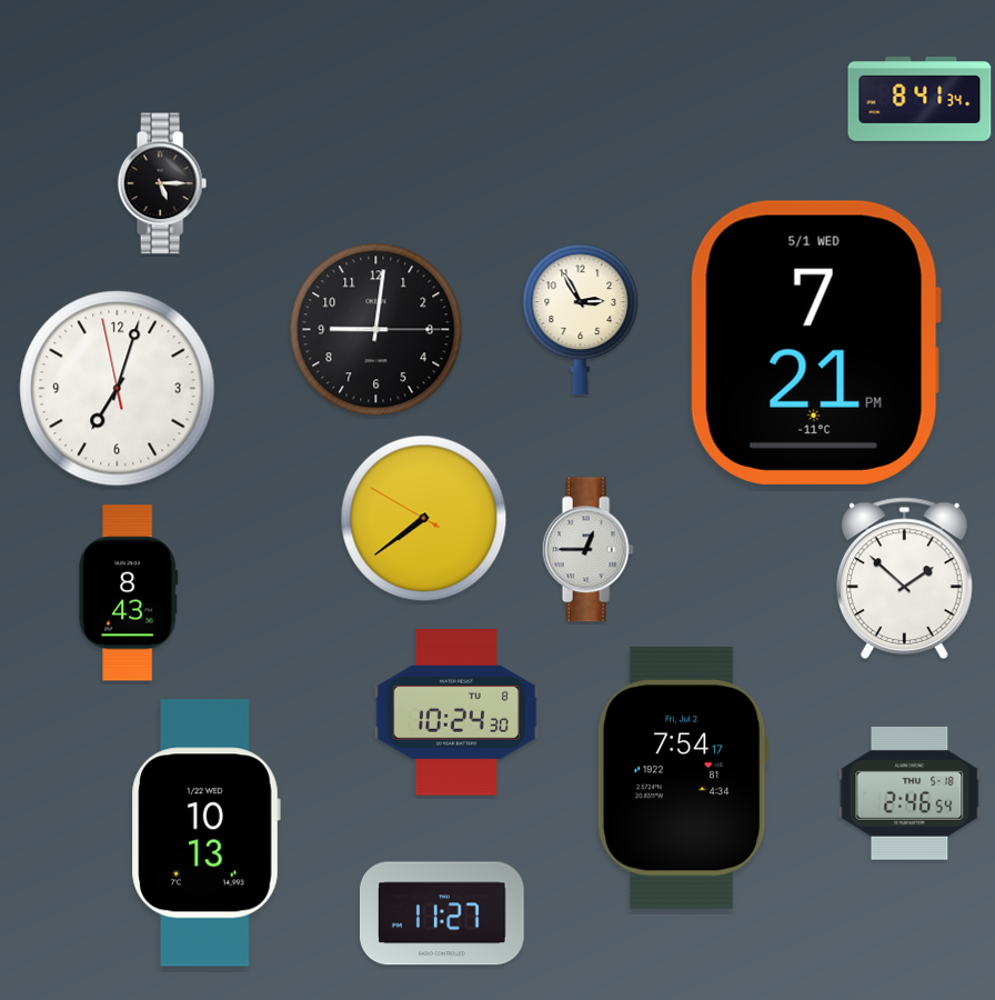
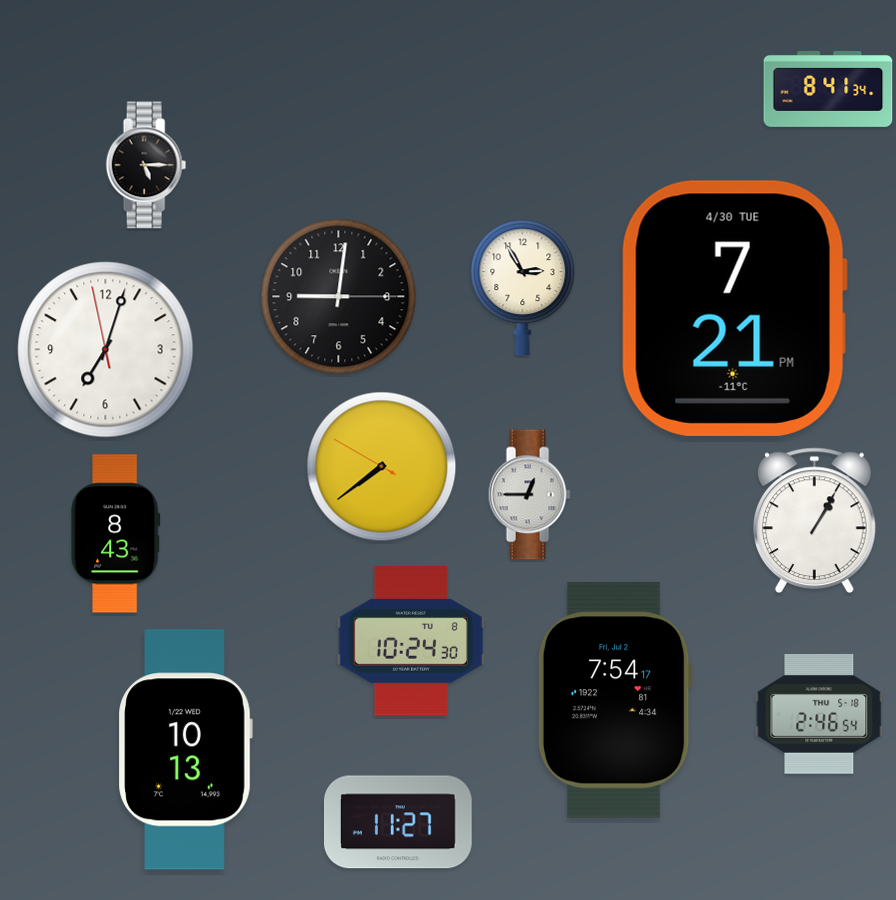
clock at (815, 342) date: 5/1 WED -> 4/30 TUE
clock at (904, 578): 1:52 -> 1:05
